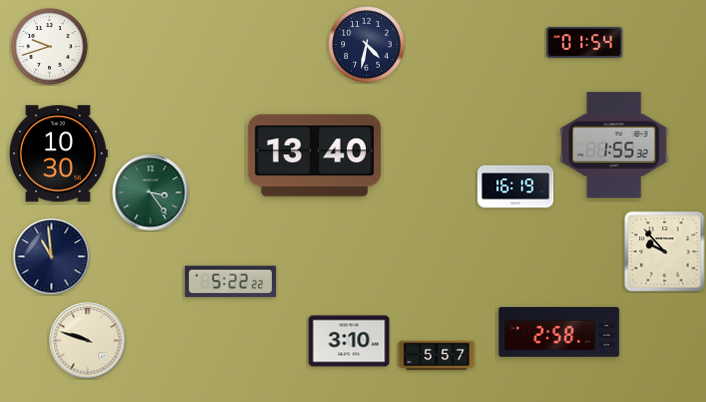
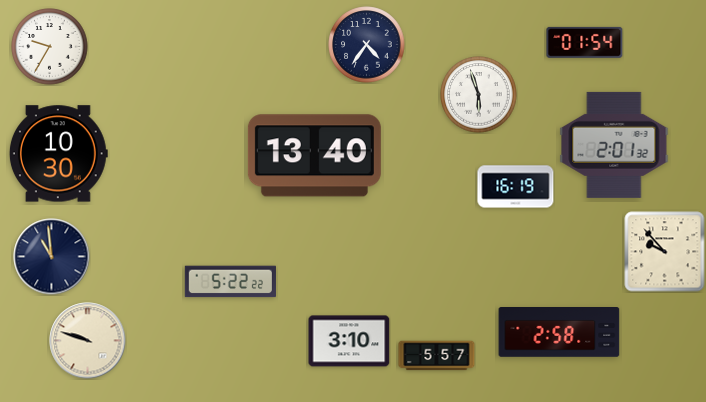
clock at (367, 45): 4:32 -> 4:36
clock at (50, 47): 9:42 -> 9:35
clock at (479, 95): none -> 5:57
clock at (614, 145): 1:55 -> 2:01
clock at (151, 193): 3:24 -> none
